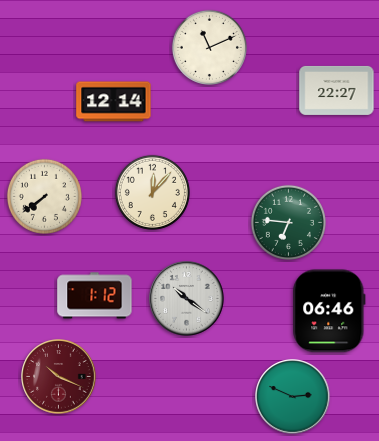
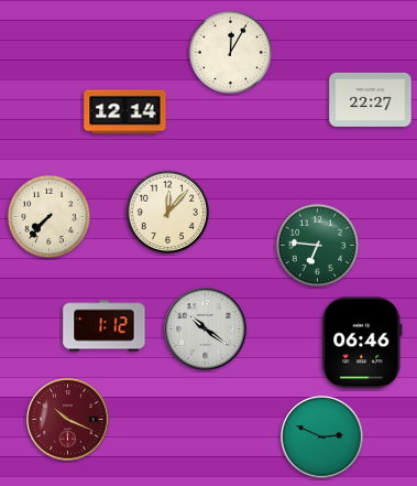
clock at (209, 47): 11:11 -> 12:05
clock at (44, 196): 7:39 -> 7:37
clock at (59, 377) position: (59, 377) -> (68, 420)
